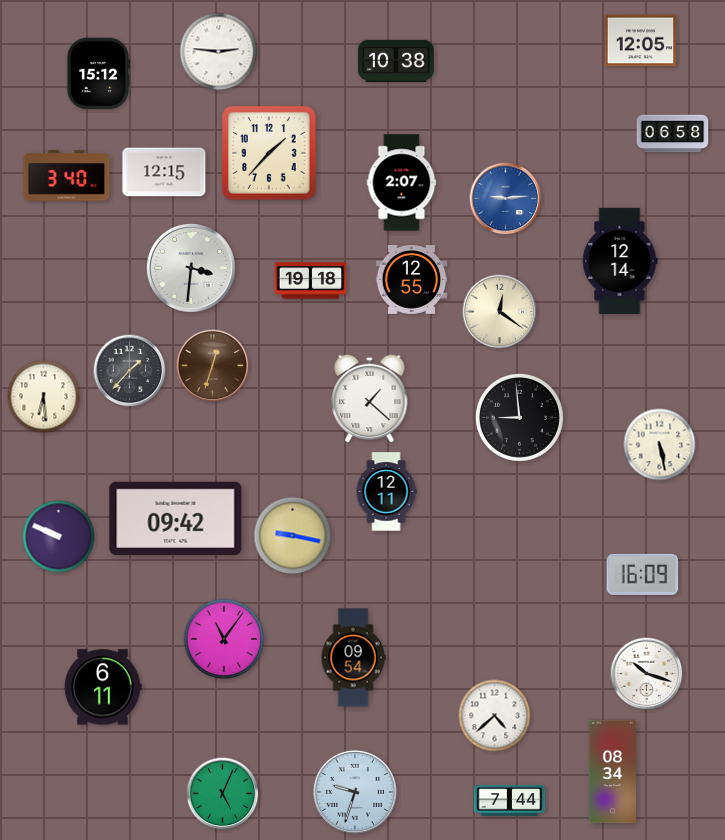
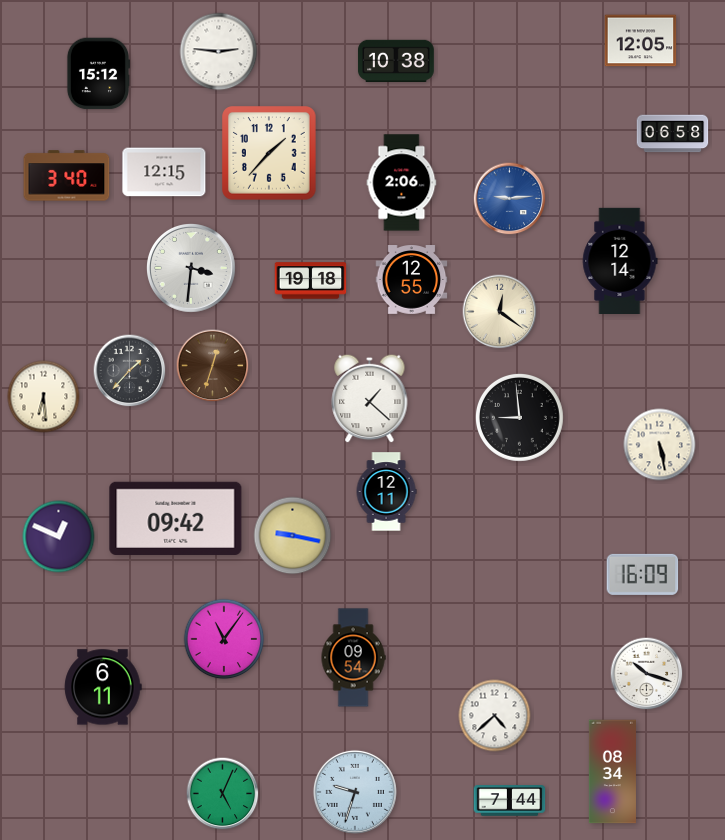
clock at (402, 183): 2:07 -> 2:06
clock at (506, 199) position: (506, 199) -> (510, 199)
clock at (59, 537): 9:49 -> 12:49
